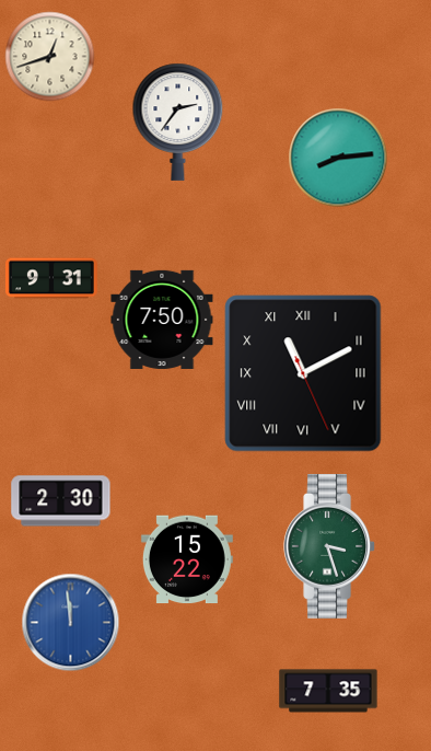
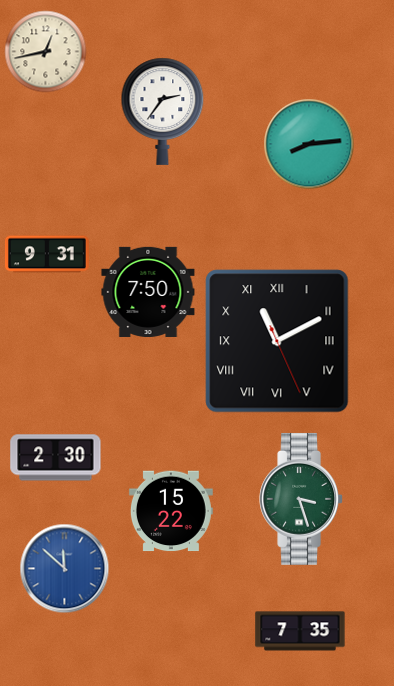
clock at (50, 57): 12:42 -> 12:43
clock at (71, 623): 11:59 -> 11:52
